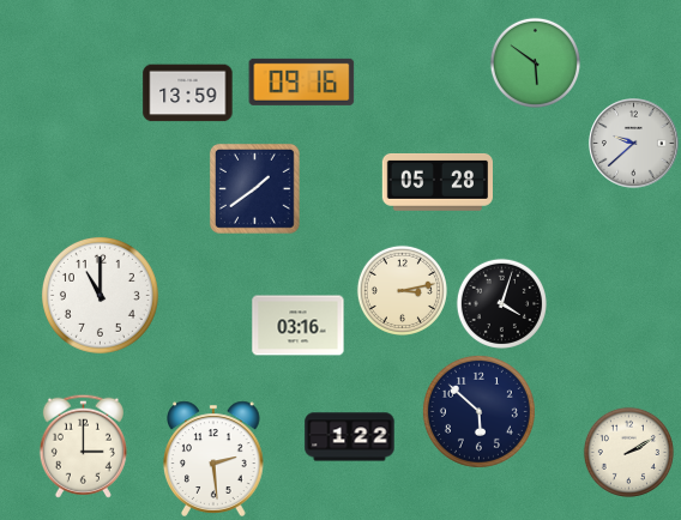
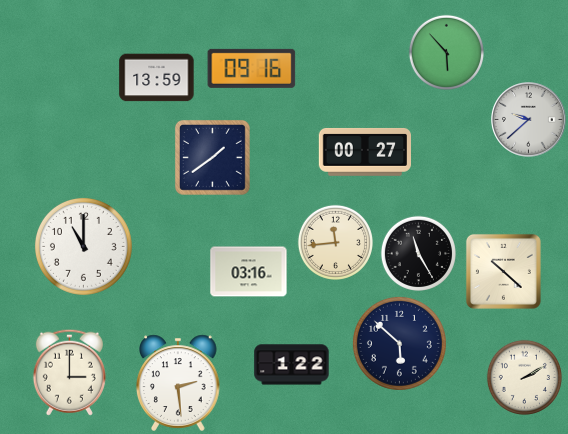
clock at (535, 62): 5:51 -> 5:53
clock at (436, 182): 05:28 -> 00:27
clock at (402, 290): 3:13 -> 11:44
clock at (501, 303): 4:03 -> 11:25
clock at (503, 271): none -> 10:22
